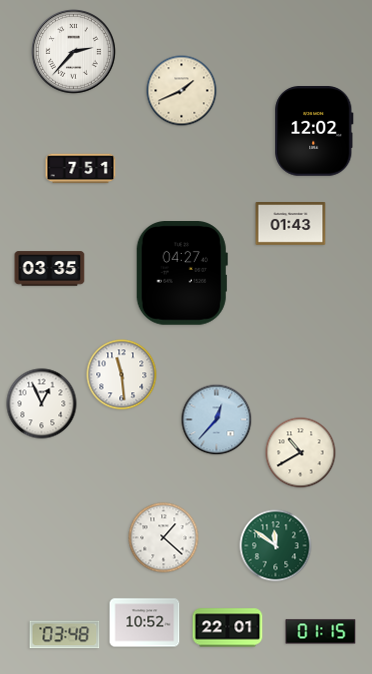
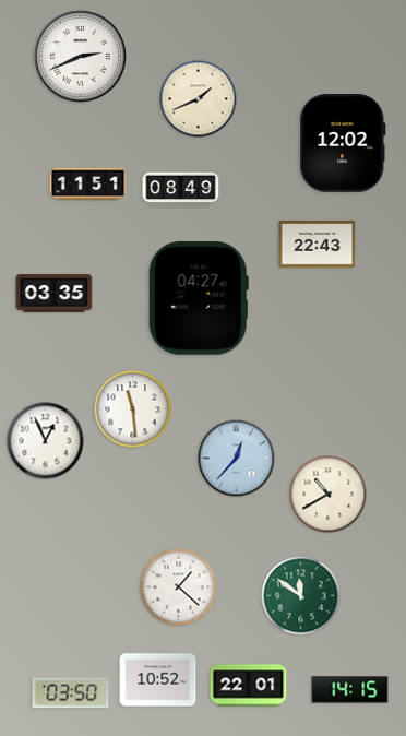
clock at (74, 52): 2:37 -> 2:41
clock at (81, 169): 7:51 -> 11:51
clock at (181, 190): none -> 08:49
clock at (291, 224): 01:43 -> 22:43
clock at (321, 632): 01:15 -> 14:15
clock at (65, 635): 03:48 -> 03:50
